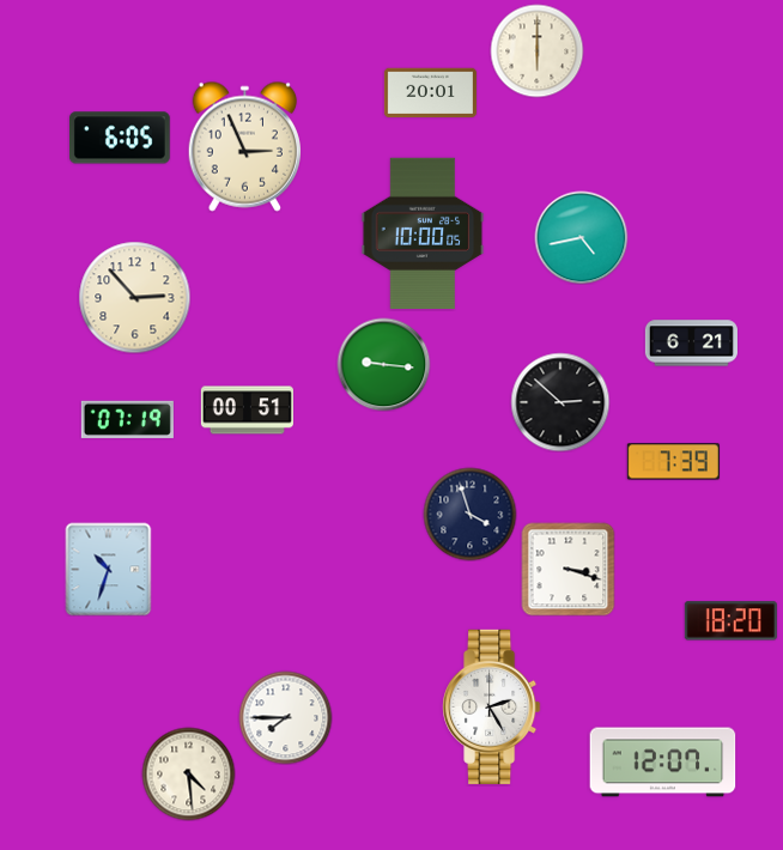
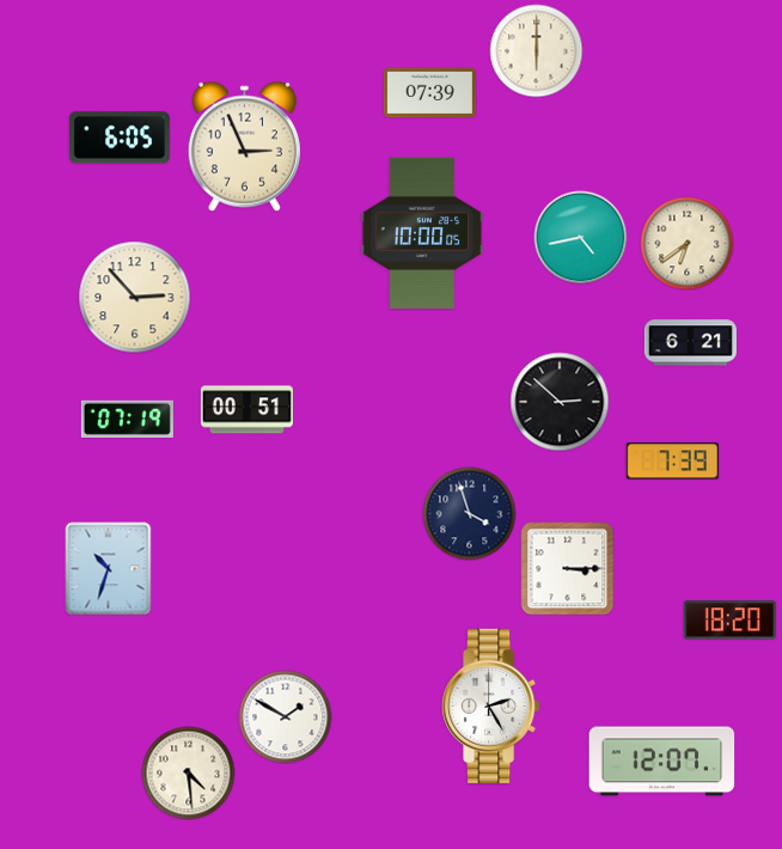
clock at (430, 93): 20:01 -> 07:39
clock at (686, 243): none -> 6:39
clock at (383, 364): 9:16 -> none
clock at (567, 569): 3:18 -> 3:15
clock at (285, 717): 7:45 -> 1:50
